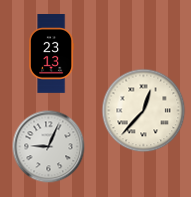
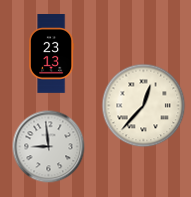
clock at (144, 111) position: (144, 111) -> (144, 106)
clock at (49, 147): 9:04 -> 8:59
